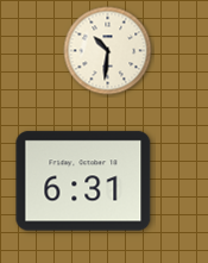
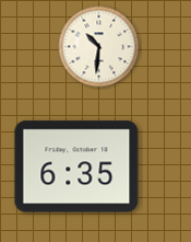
clock at (83, 181): 6:31 -> 6:35
